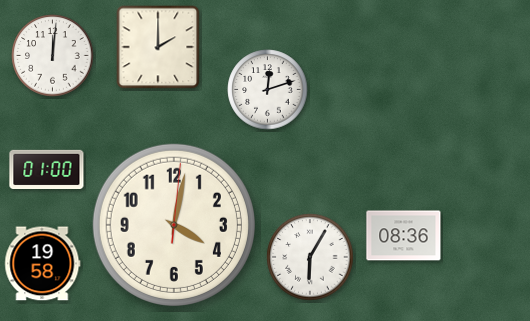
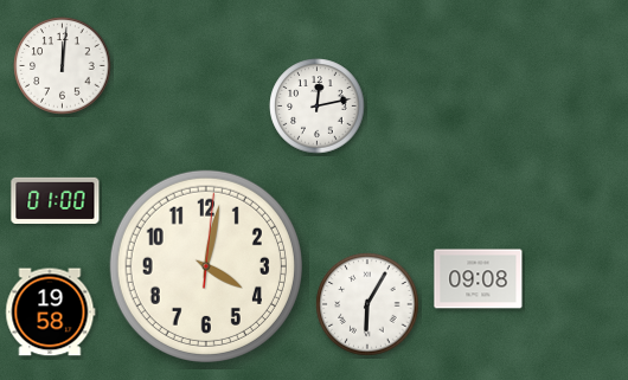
clock at (158, 47): 2:00 -> none
clock at (268, 90): 12:12 -> 12:13
clock at (404, 236): 08:36 -> 09:08
